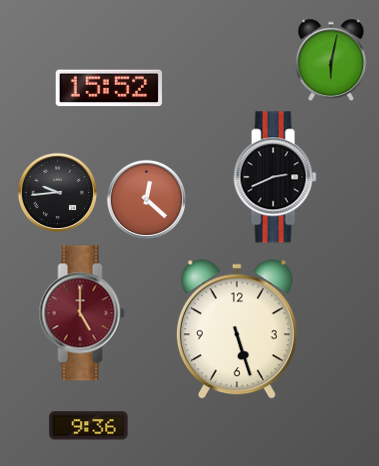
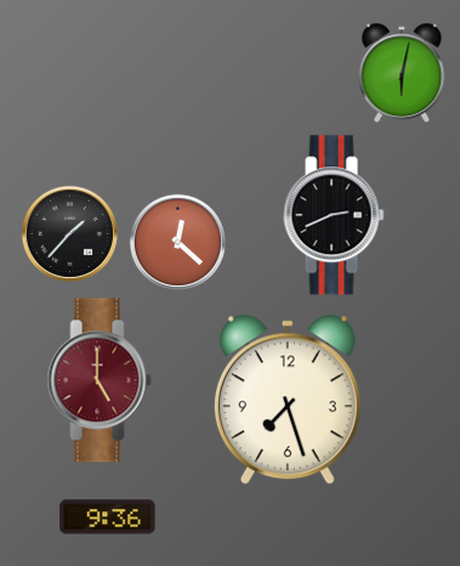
clock at (109, 88): 15:52 -> none
clock at (57, 192): 9:44 -> 1:37
clock at (237, 330): 5:27 -> 7:27
